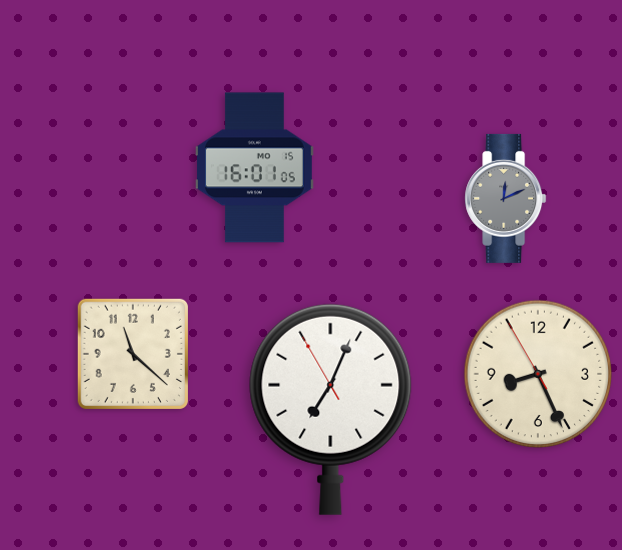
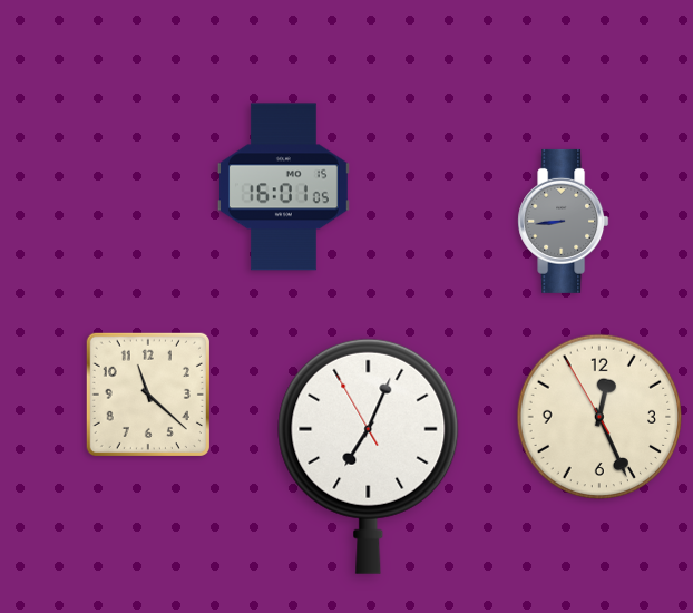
clock at (506, 198): 12:11 -> 8:44
clock at (538, 374): 8:25 -> 12:25
